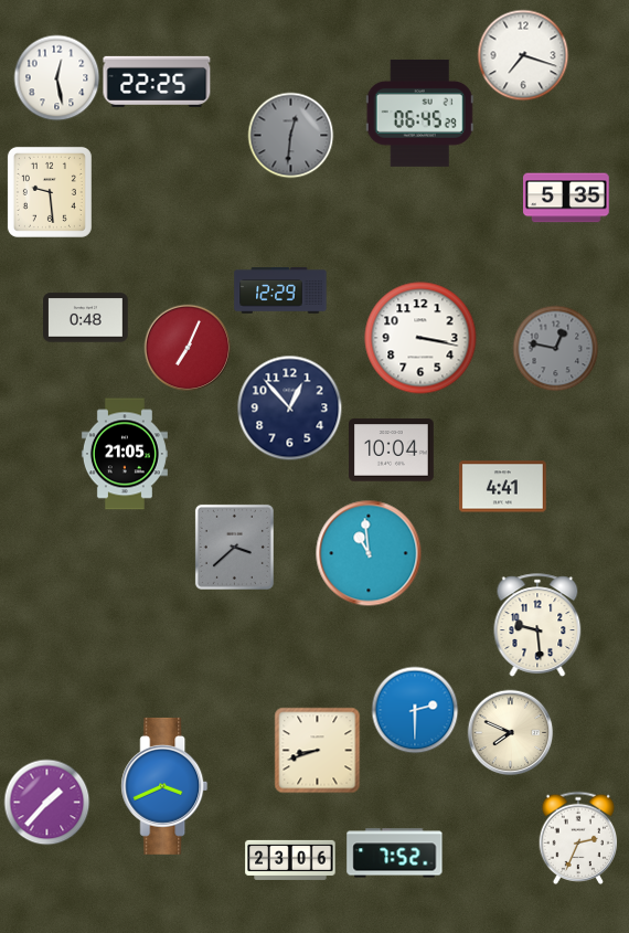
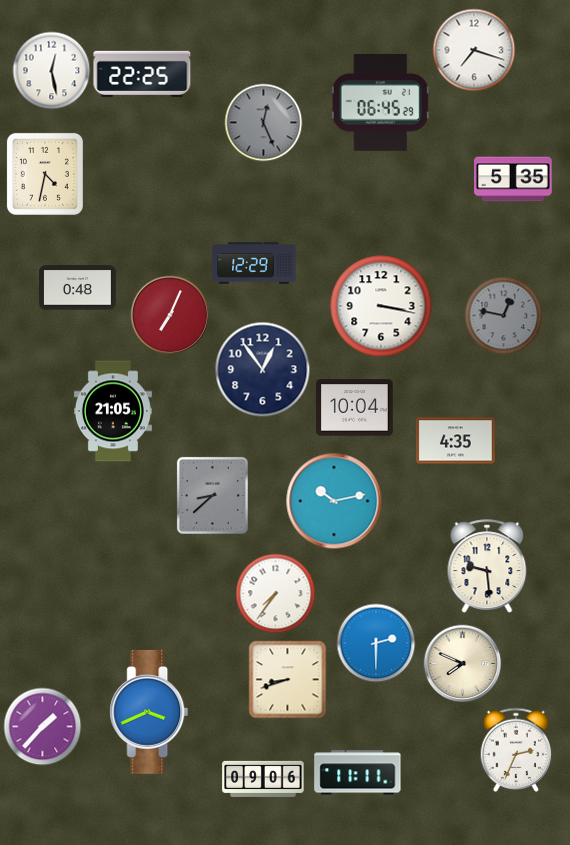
clock at (290, 135): 12:31 -> 12:26
clock at (50, 192): 9:29 -> 4:32
clock at (289, 407): 12:53 -> 12:54
clock at (503, 487): 4:41 -> 4:35
clock at (234, 547): 3:38 -> 8:38
clock at (369, 553): 10:59 -> 10:13
clock at (275, 593): none -> 7:36
clock at (578, 837) position: (578, 837) -> (516, 749)
clock at (395, 854): 7:52 -> 11:11
clock at (290, 860): 23:06 -> 09:06
